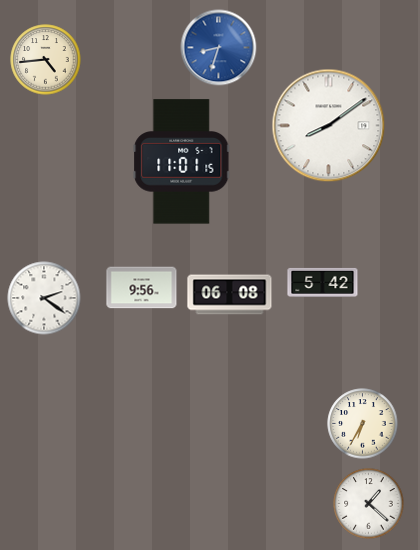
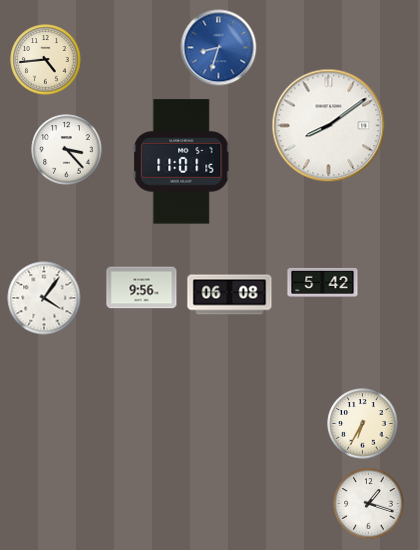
clock at (67, 150): none -> 3:23
clock at (44, 298): 2:21 -> 4:06
clock at (369, 504): 1:22 -> 1:18
